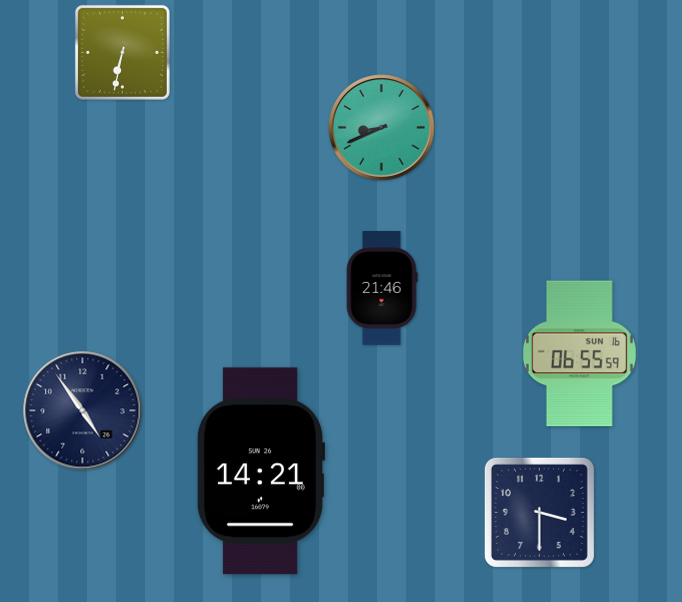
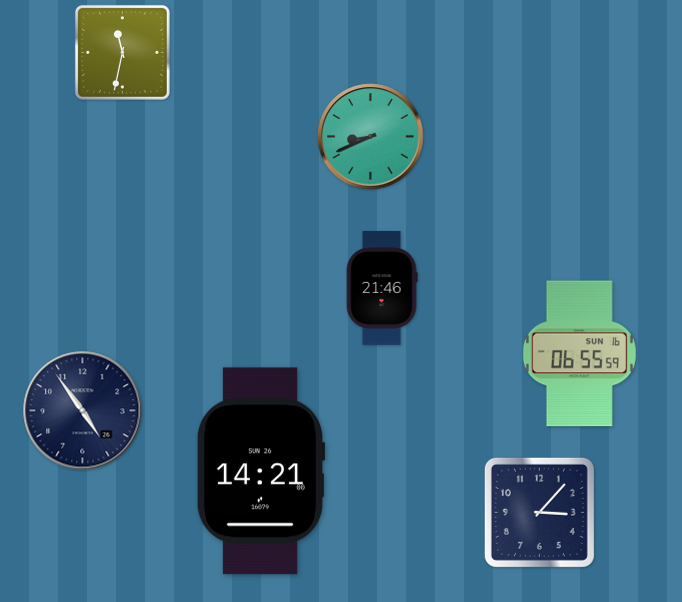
clock at (122, 52): 6:32 -> 11:32
clock at (382, 128) position: (382, 128) -> (371, 137)
clock at (539, 512): 3:30 -> 3:07
